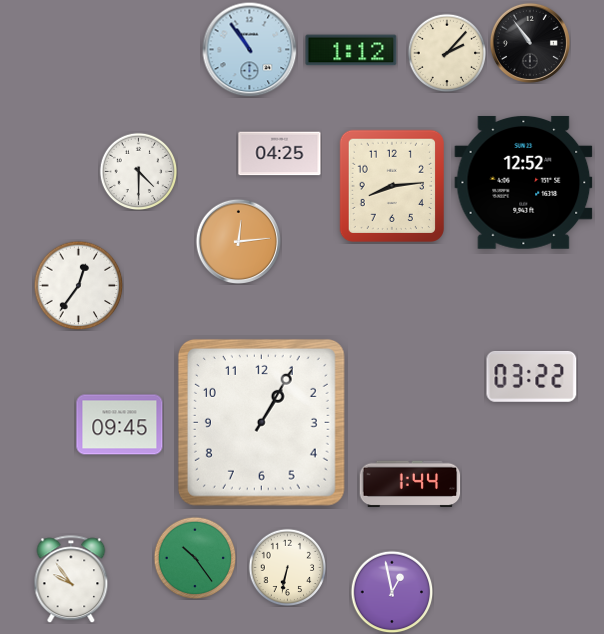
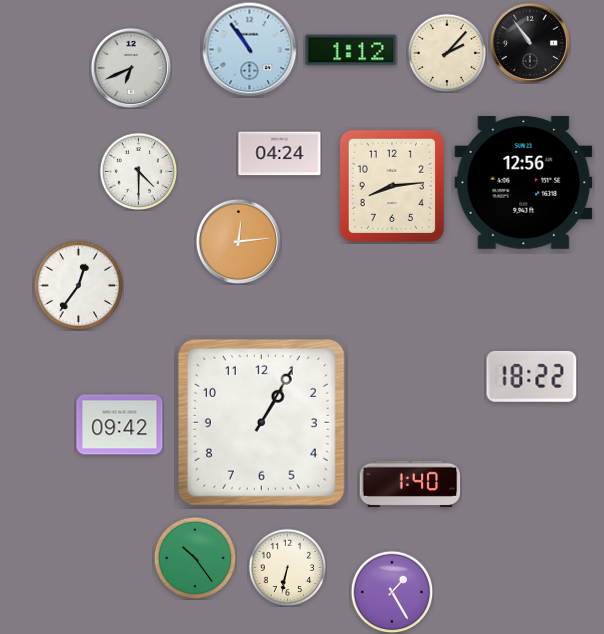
clock at (131, 68): none -> 6:41
clock at (280, 154): 04:25 -> 04:24
clock at (524, 182): 12:52 -> 12:56
clock at (532, 376): 03:22 -> 18:22
clock at (120, 425): 09:45 -> 09:42
clock at (410, 484): 1:44 -> 1:40
clock at (71, 579): 9:54 -> none
clock at (392, 592): 12:58 -> 1:25
